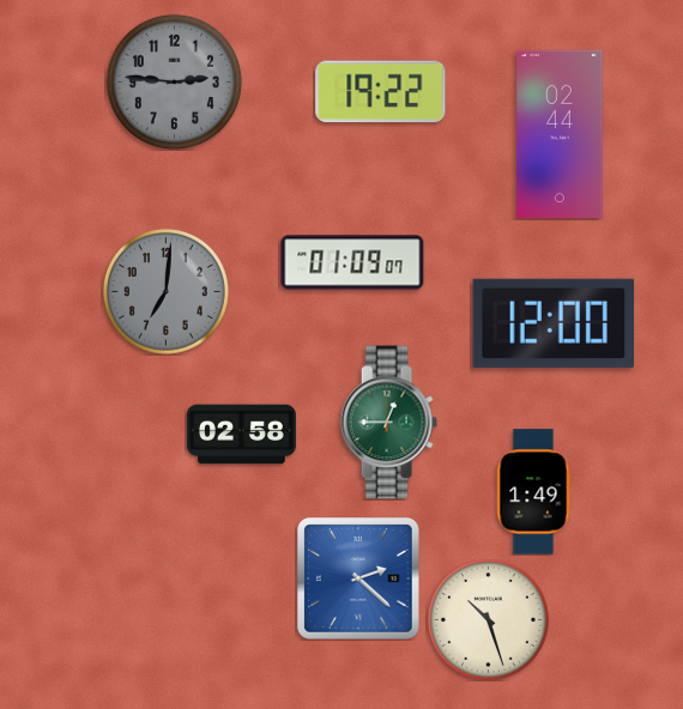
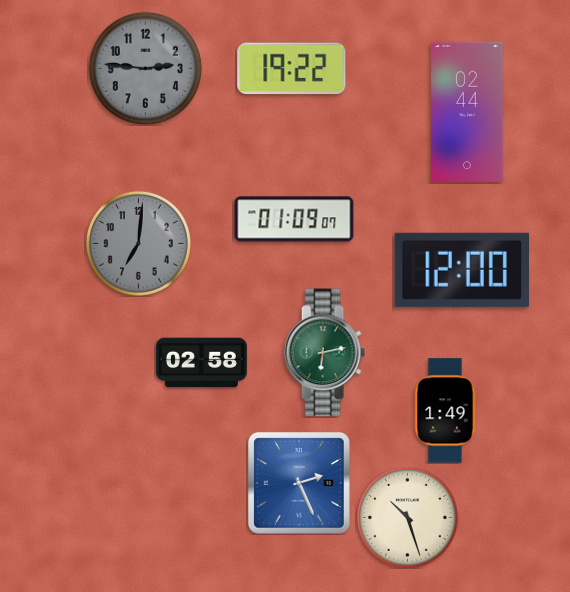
clock at (381, 92) position: (381, 92) -> (292, 69)
clock at (388, 423): 12:45 -> 6:13
clock at (358, 578): 2:22 -> 2:26
